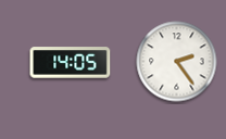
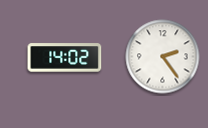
clock at (71, 63): 14:05 -> 14:02
